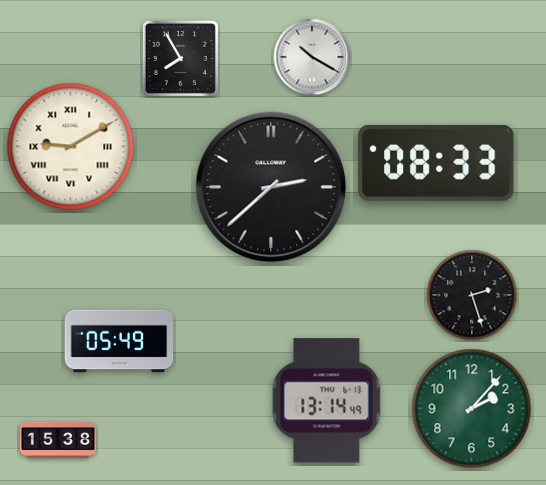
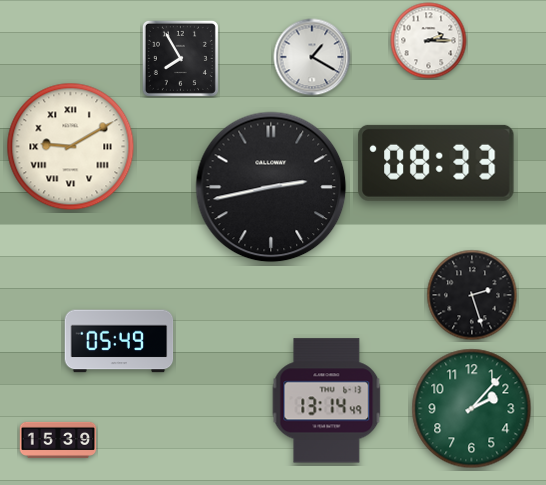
clock at (429, 41): none -> 2:15
clock at (312, 57): 10:20 -> 1:20
clock at (271, 187): 2:38 -> 2:43
clock at (58, 440): 15:38 -> 15:39
